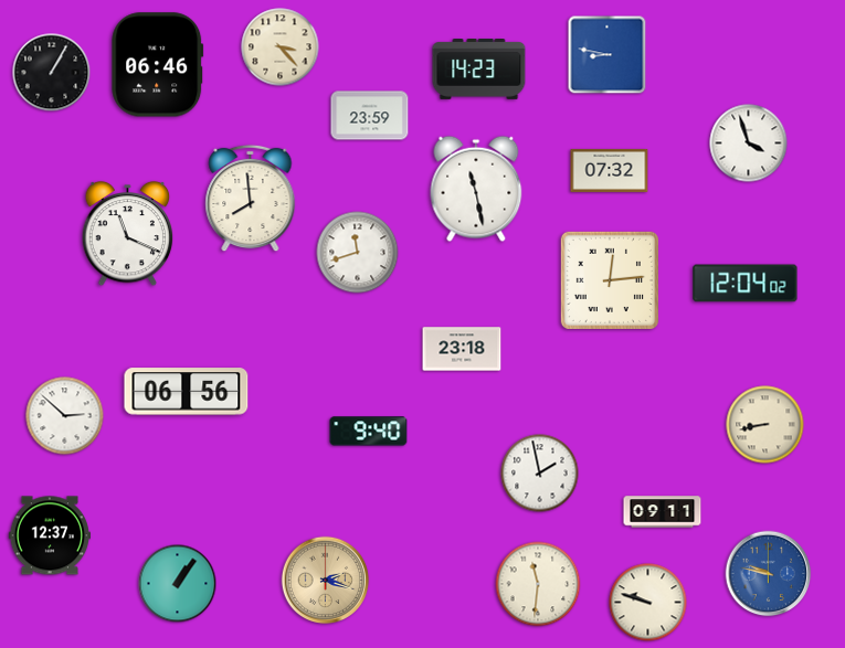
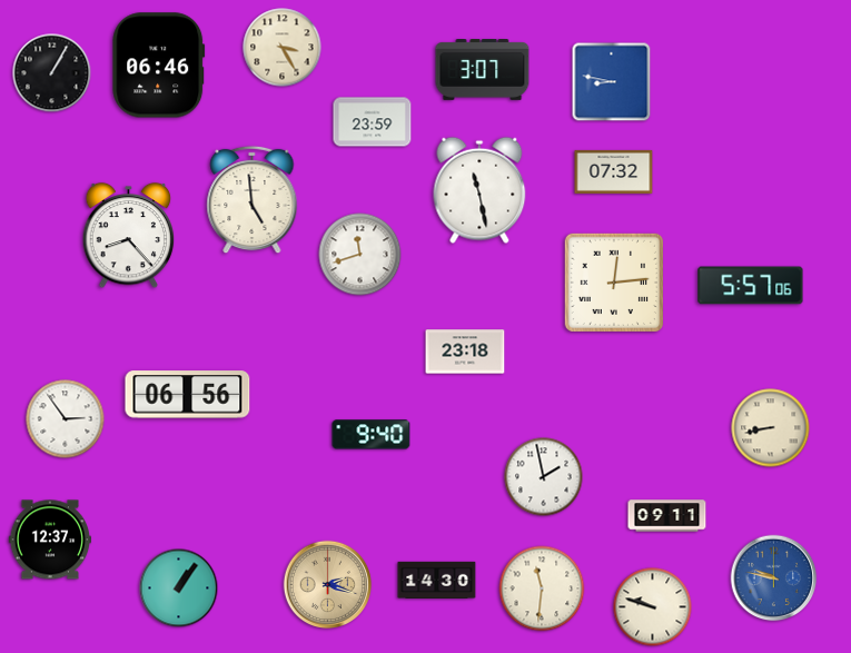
clock at (281, 47): 3:23 -> 3:25
clock at (608, 55) position: (608, 55) -> (612, 82)
clock at (479, 70): 14:23 -> 3:07
clock at (370, 116) position: (370, 116) -> (373, 122)
clock at (749, 144): 3:57 -> none
clock at (251, 199): 7:59 -> 4:59
clock at (128, 234): 11:19 -> 8:23
clock at (746, 284): 12:04 -> 5:57
clock at (65, 416): 2:52 -> 2:54
clock at (437, 580): none -> 14:30
